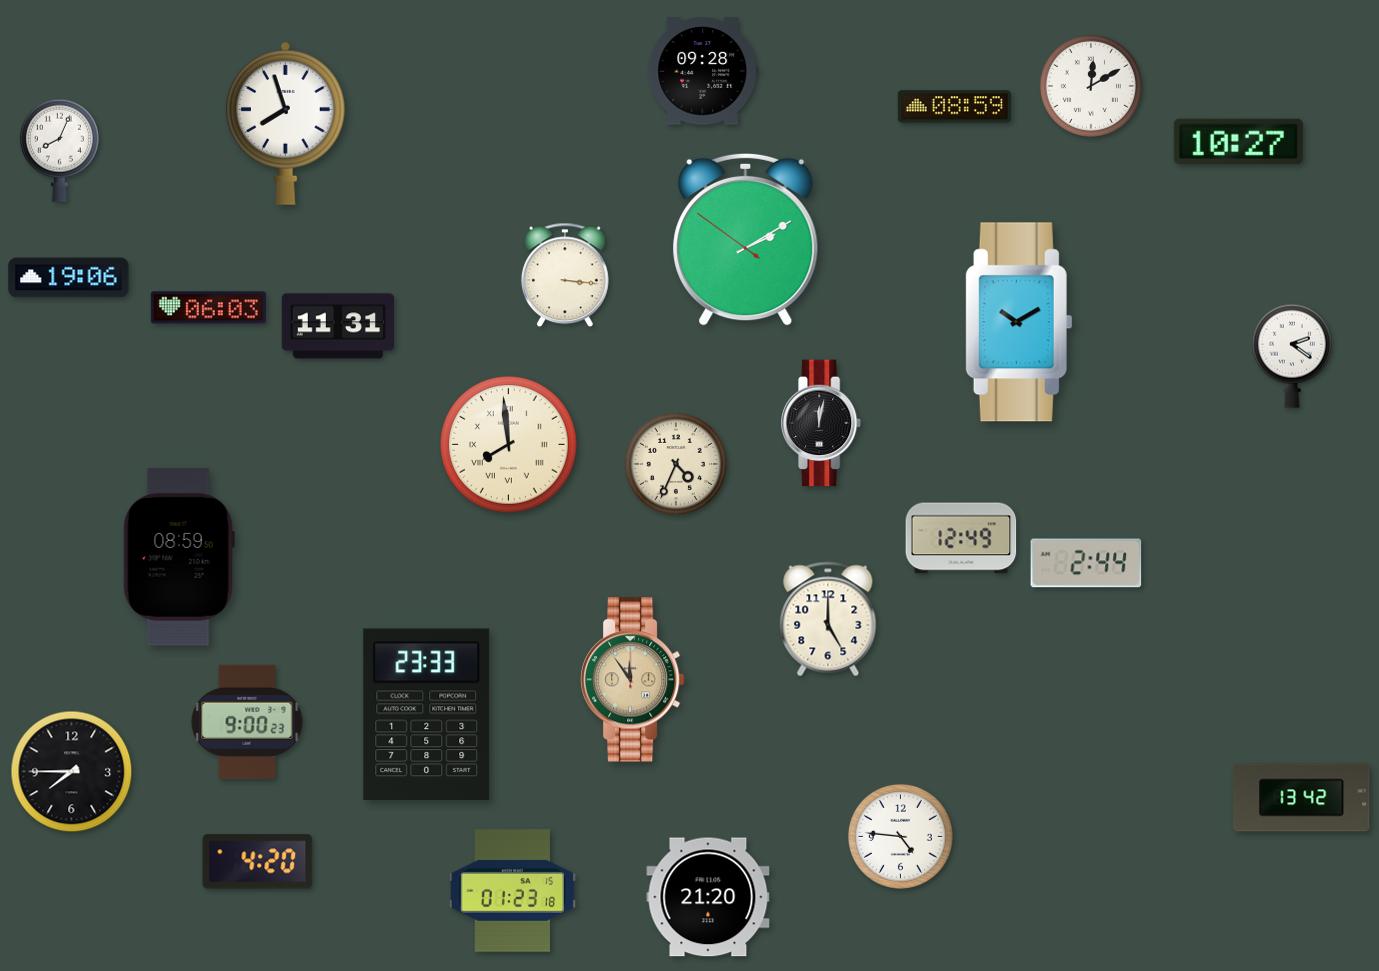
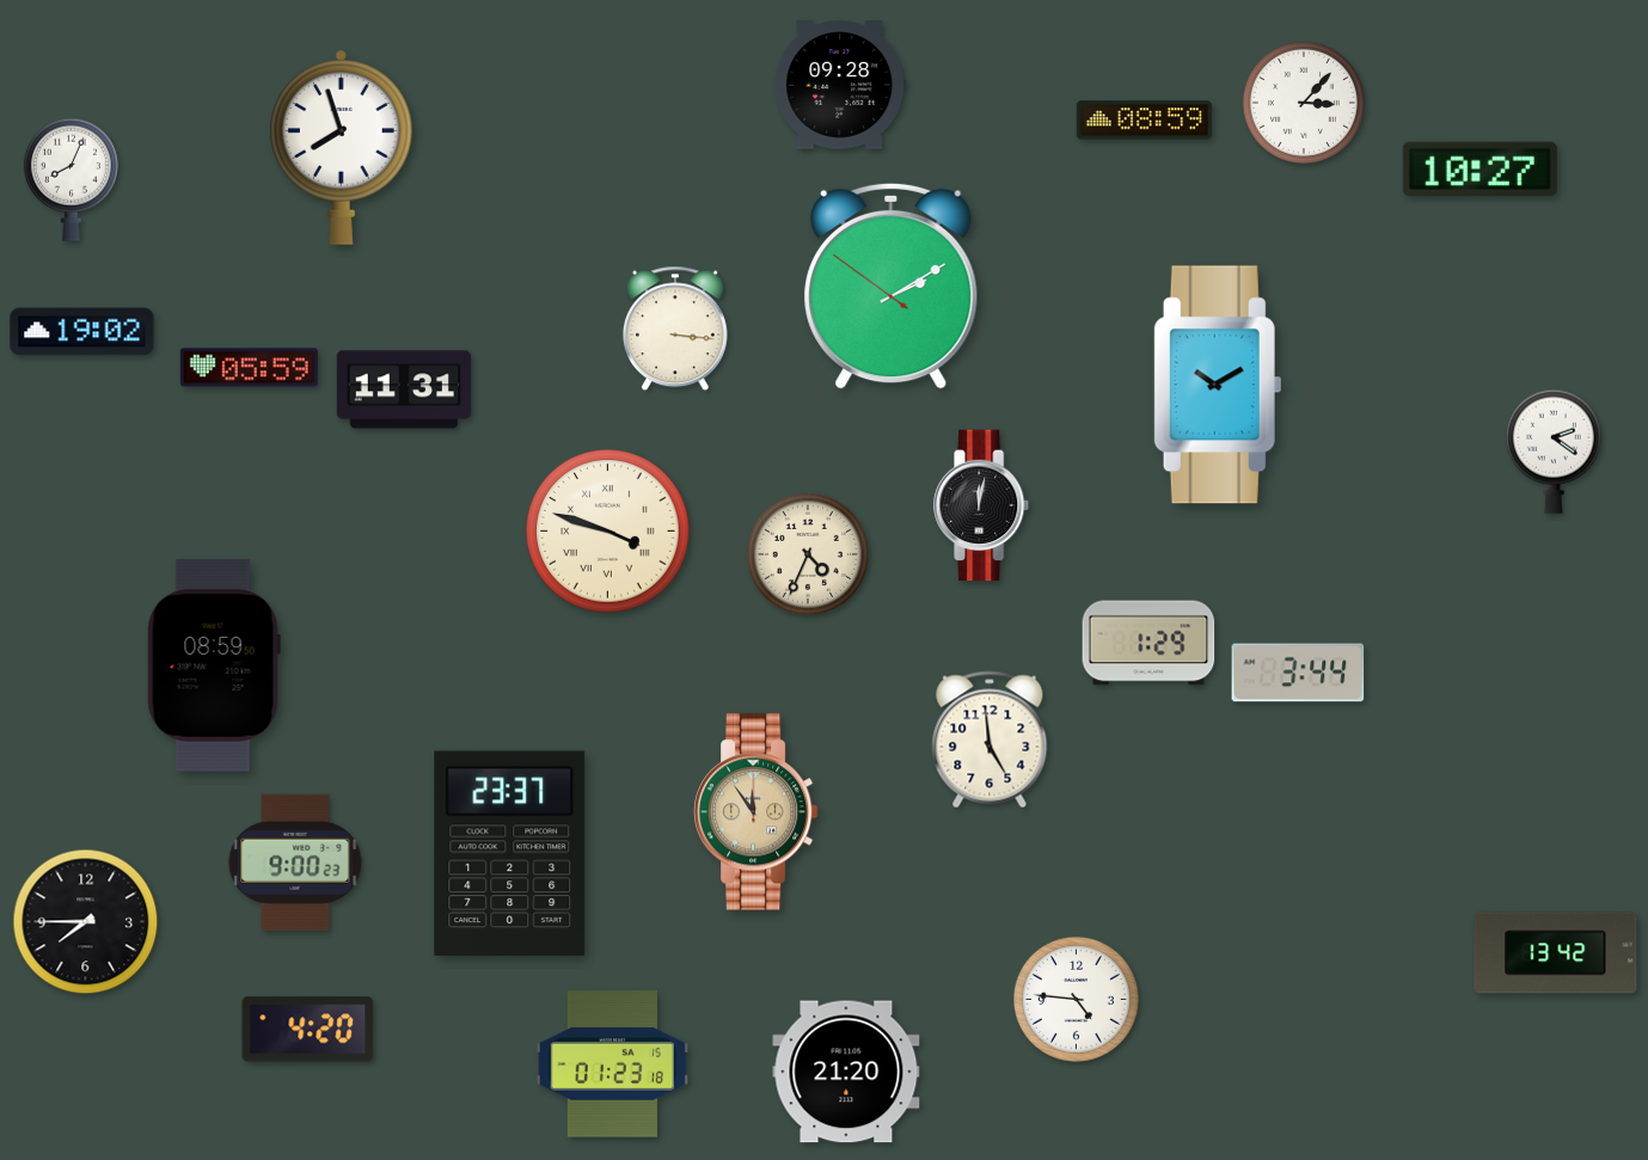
clock at (1091, 86): 12:10 -> 3:07
clock at (954, 107) position: (954, 107) -> (1144, 121)
clock at (69, 278): 19:06 -> 19:02
clock at (208, 308): 06:03 -> 05:59
clock at (1292, 356) position: (1292, 356) -> (1554, 452)
clock at (509, 445): 7:59 -> 3:48
clock at (961, 538): 12:49 -> 1:29
clock at (1086, 563): 2:44 -> 3:44
clock at (828, 619): 5:00 -> 4:59
clock at (427, 714): 23:33 -> 23:37
